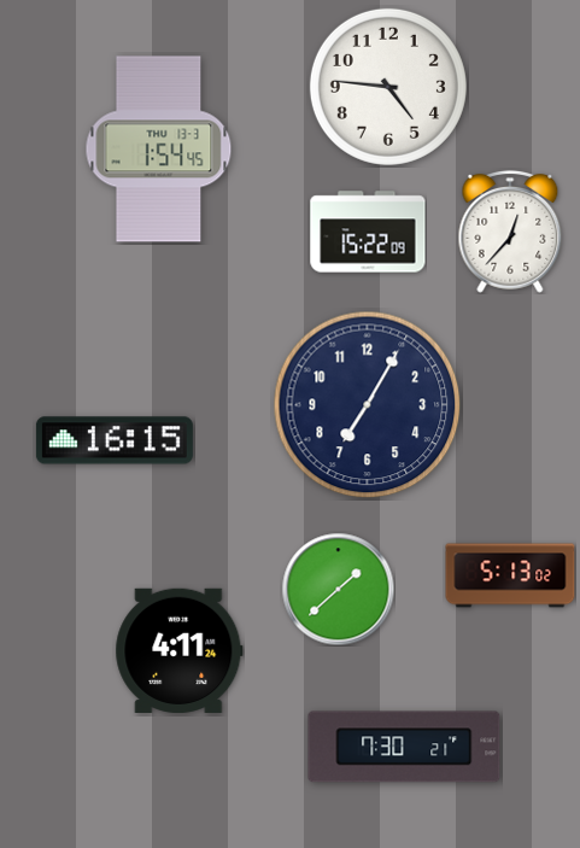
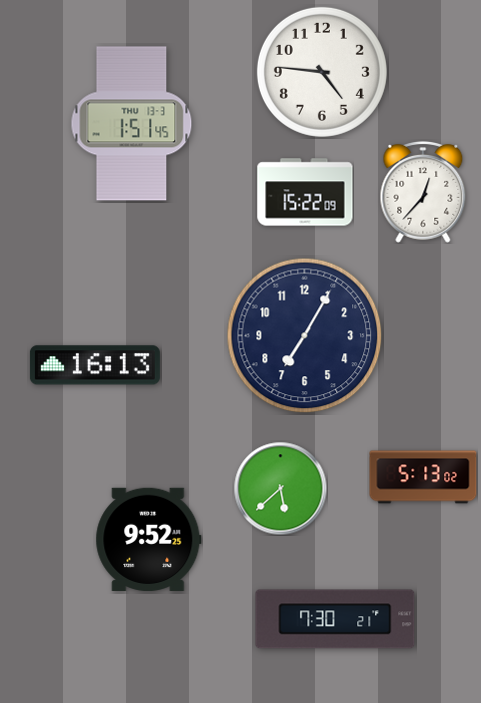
clock at (159, 150): 1:54 -> 1:51
clock at (115, 440): 16:15 -> 16:13
clock at (338, 589): 1:38 -> 5:38
clock at (180, 650): 4:11 -> 9:52
